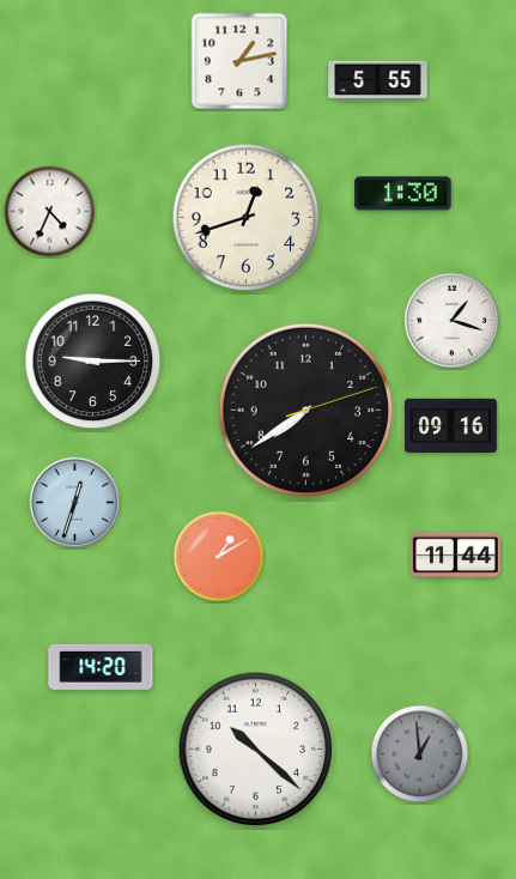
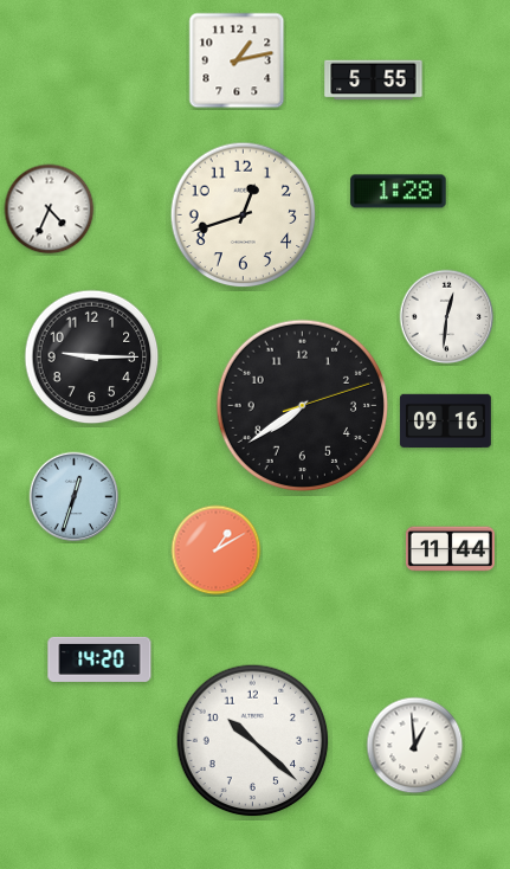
clock at (403, 194): 1:30 -> 1:28
clock at (453, 321): 1:18 -> 12:31
clock at (420, 754) dial: grey -> white
